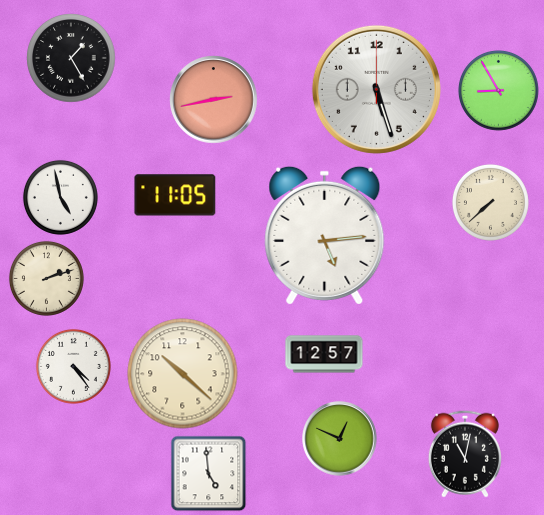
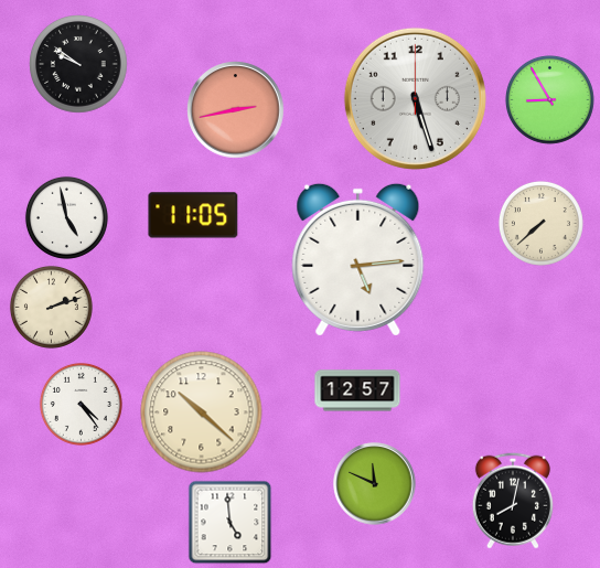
clock at (71, 58): 1:25 -> 9:51
clock at (340, 439): 12:49 -> 11:49
clock at (465, 454): 11:02 -> 8:02
